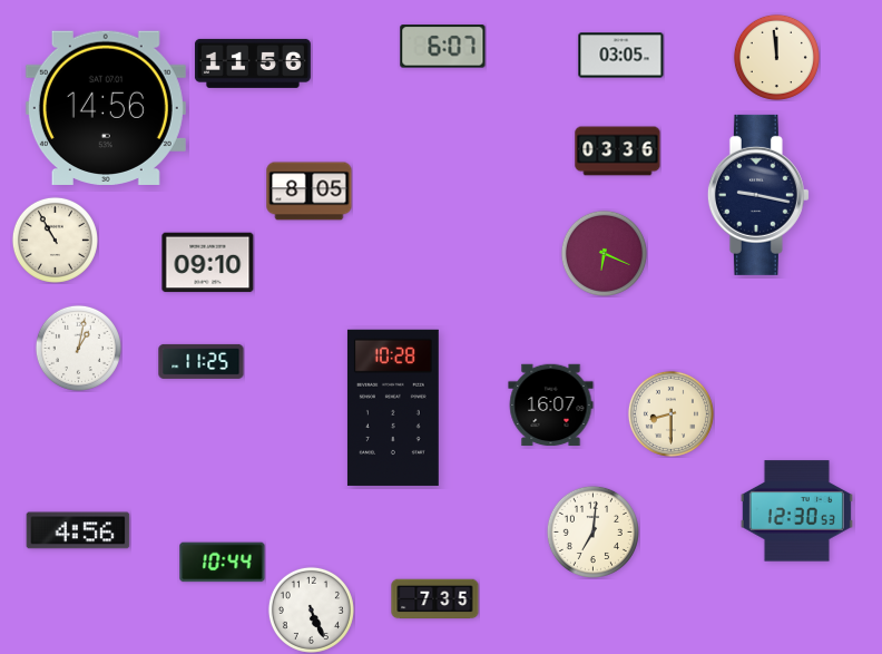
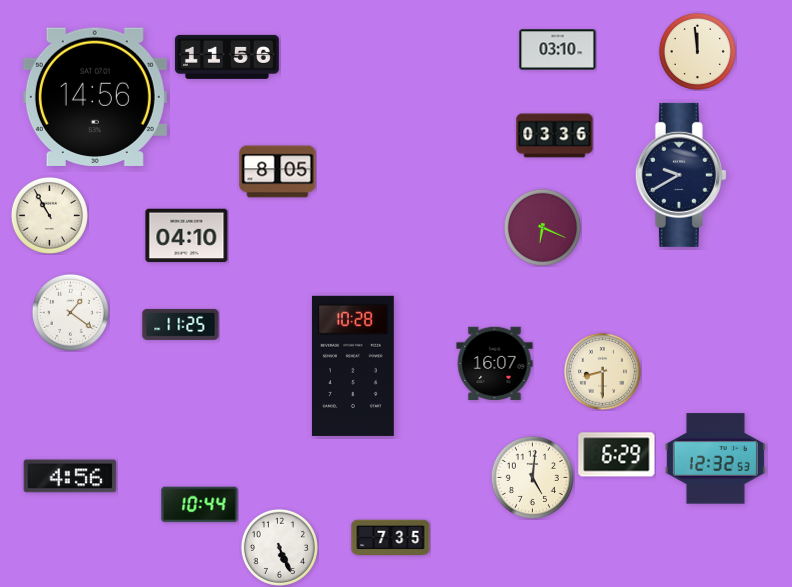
clock at (443, 47): 6:07 -> none
clock at (621, 56): 03:05 -> 03:10
clock at (758, 195): 9:17 -> 9:40
clock at (208, 263): 09:10 -> 04:10
clock at (78, 348): 1:02 -> 1:21
clock at (617, 455): none -> 6:29
clock at (796, 511): 12:30 -> 12:32
clock at (592, 531): 7:01 -> 5:01
